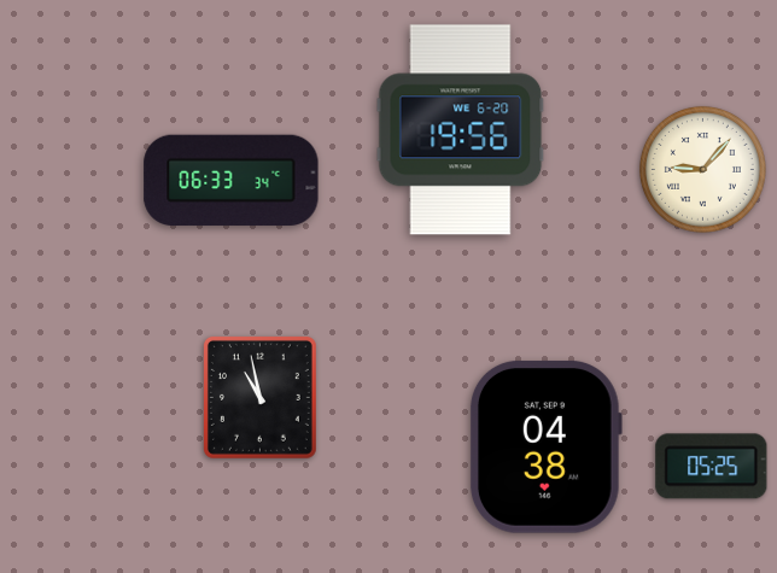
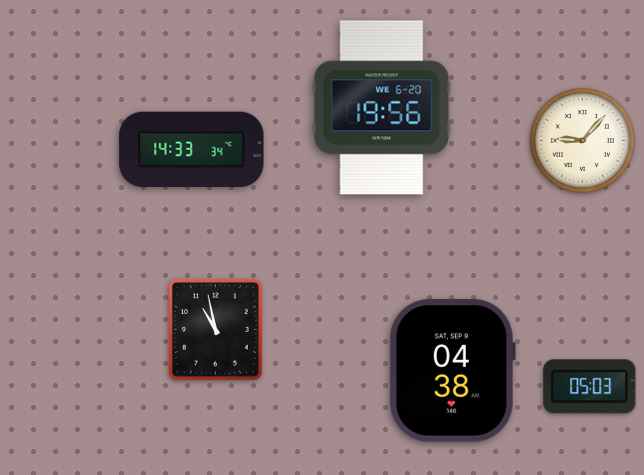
clock at (232, 180): 06:33 -> 14:33
clock at (712, 467): 05:25 -> 05:03
